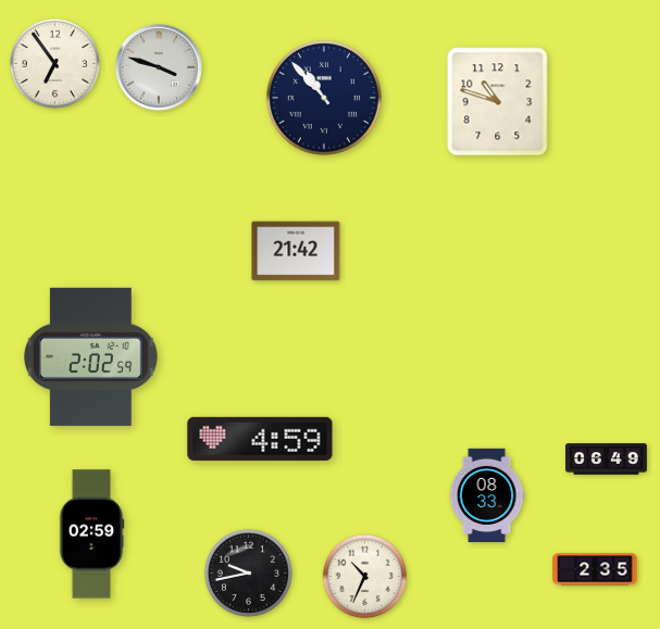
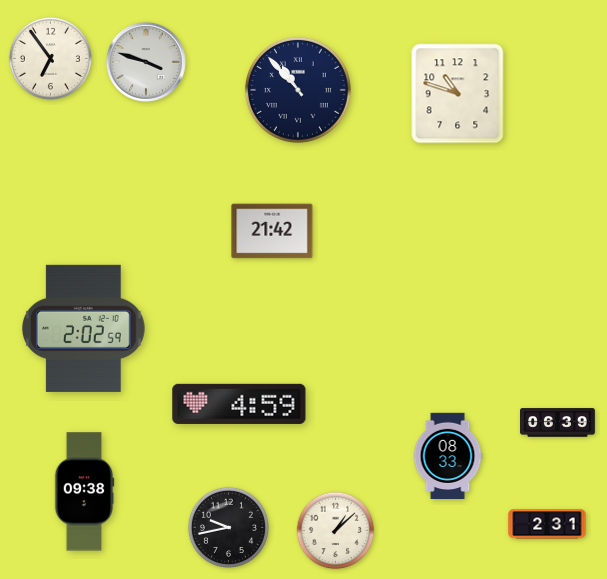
clock at (607, 460): 06:49 -> 06:39
clock at (91, 534): 02:59 -> 09:38
clock at (595, 569): 2:35 -> 2:31
clock at (365, 577): 10:34 -> 1:08
